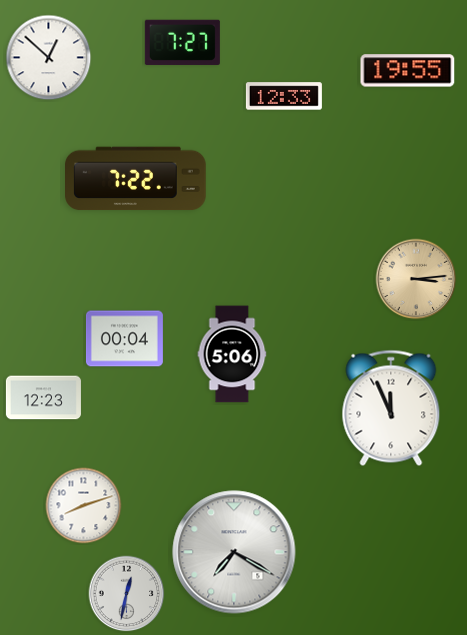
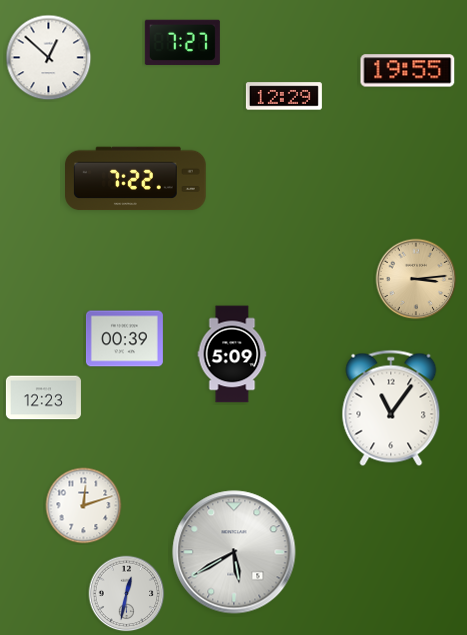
clock at (284, 96): 12:33 -> 12:29
clock at (124, 339): 00:04 -> 00:39
clock at (232, 354): 5:06 -> 5:09
clock at (391, 408): 11:56 -> 11:06
clock at (84, 506): 8:12 -> 12:12
clock at (234, 552): 7:20 -> 5:40
